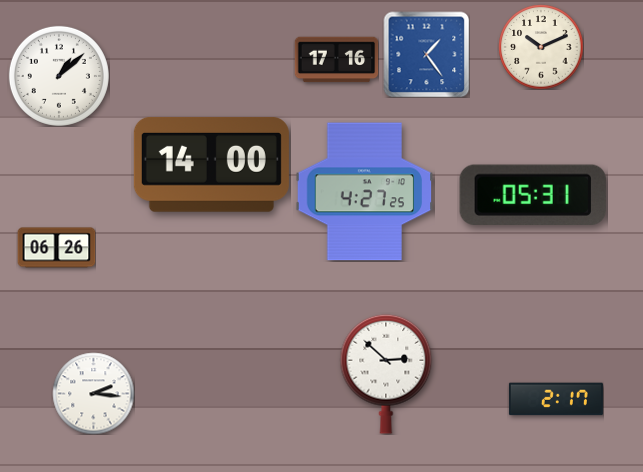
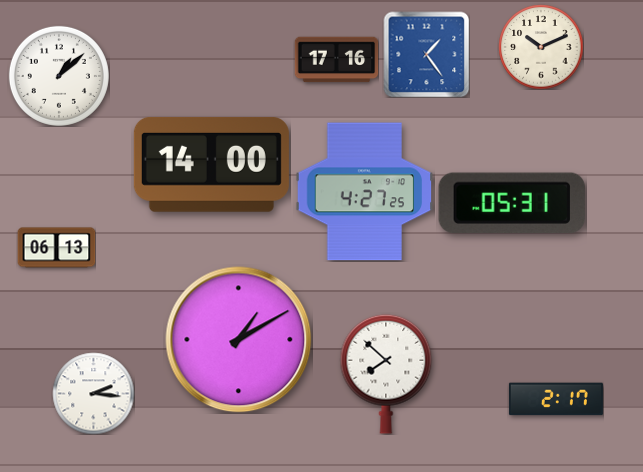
clock at (533, 194) position: (533, 194) -> (512, 202)
clock at (56, 248): 06:26 -> 06:13
clock at (239, 340): none -> 1:10
clock at (386, 374): 2:52 -> 7:52
